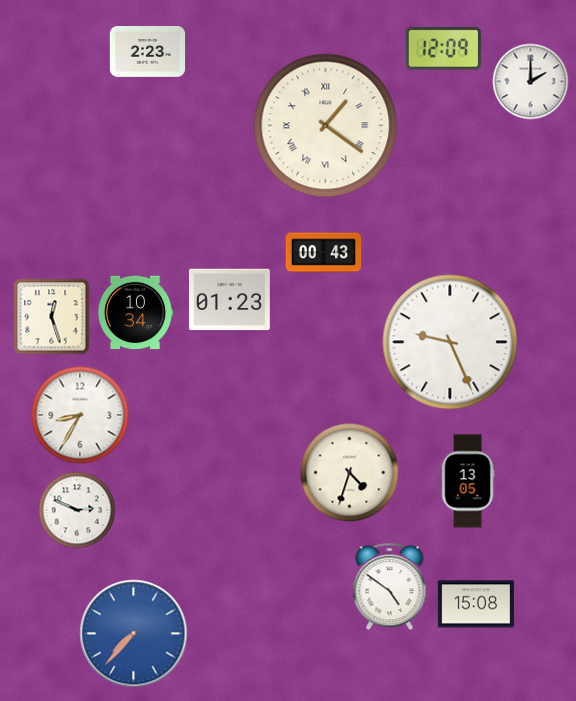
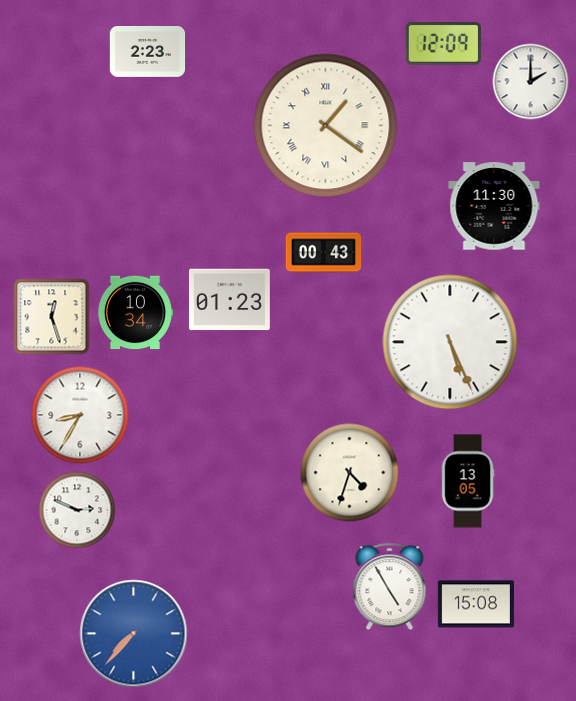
clock at (443, 49) position: (443, 49) -> (443, 44)
clock at (494, 206): none -> 11:30
clock at (450, 342): 9:26 -> 5:26
clock at (390, 587): 4:51 -> 4:55
